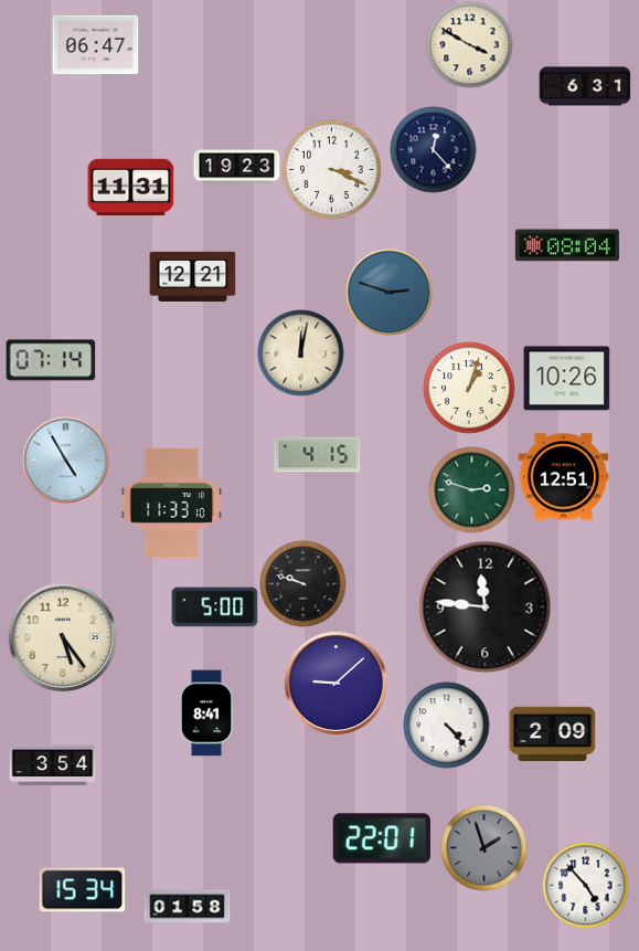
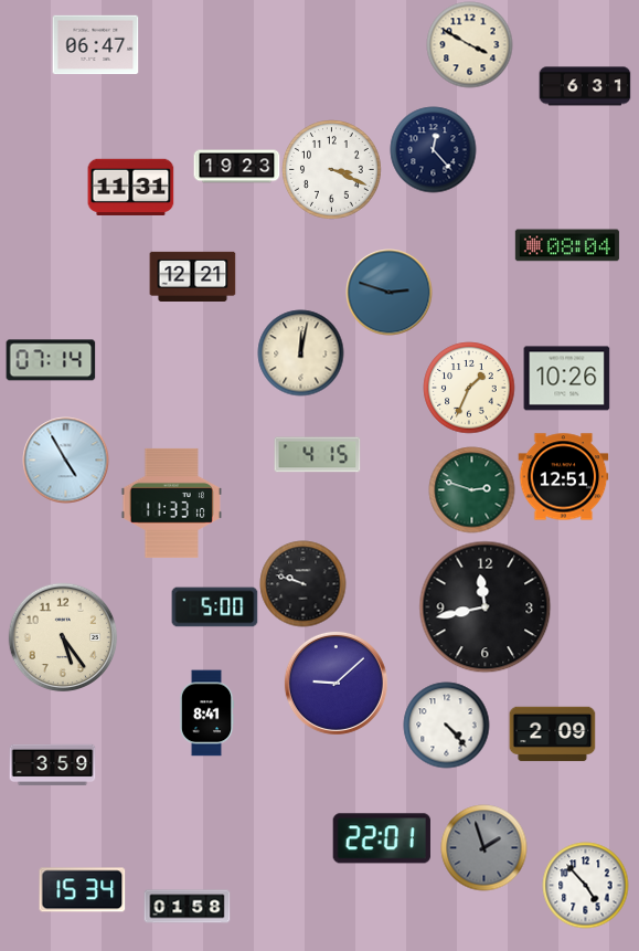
clock at (469, 388): 1:03 -> 1:34
clock at (484, 606): 11:46 -> 11:43
clock at (52, 765): 3:54 -> 3:59
